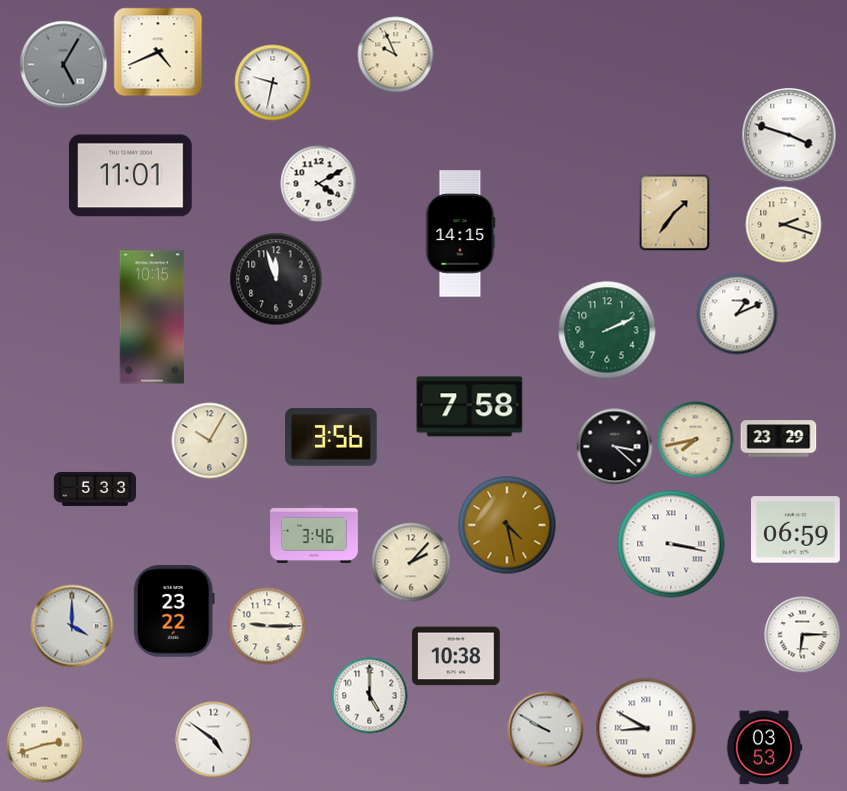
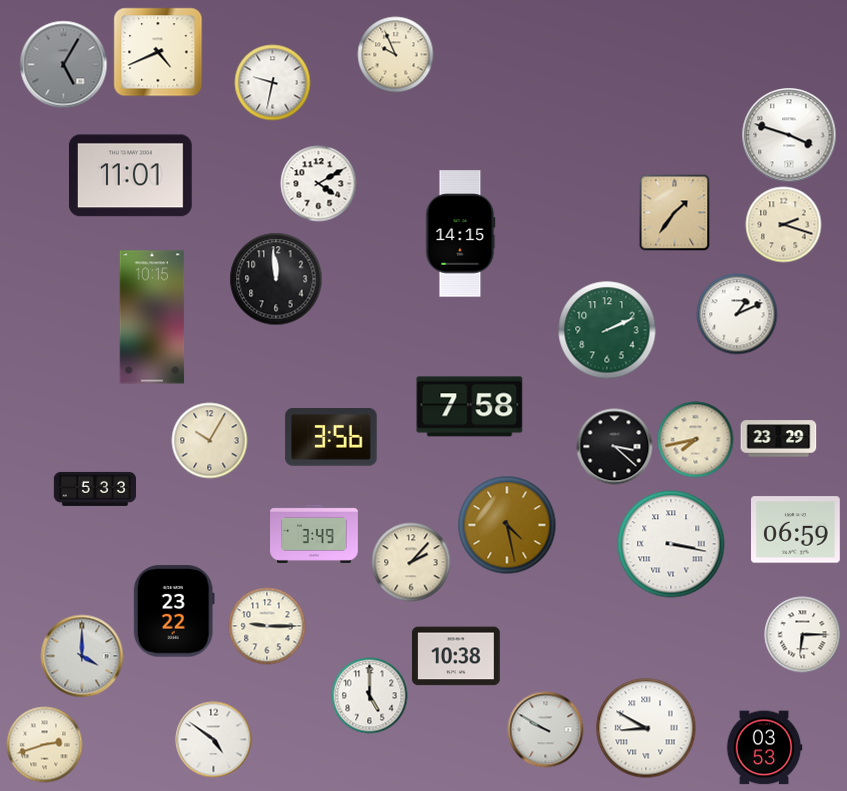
clock at (276, 279): 11:57 -> 11:59
clock at (314, 534): 3:46 -> 3:49
clock at (72, 626) position: (72, 626) -> (82, 656)
